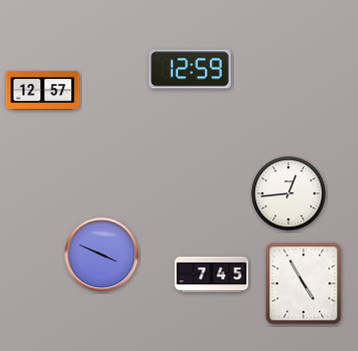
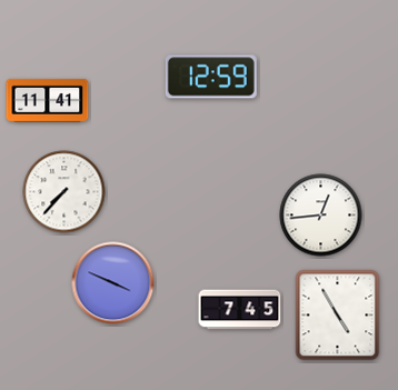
clock at (43, 90): 12:57 -> 11:41
clock at (64, 192): none -> 7:37
clock at (212, 275) position: (212, 275) -> (240, 310)
